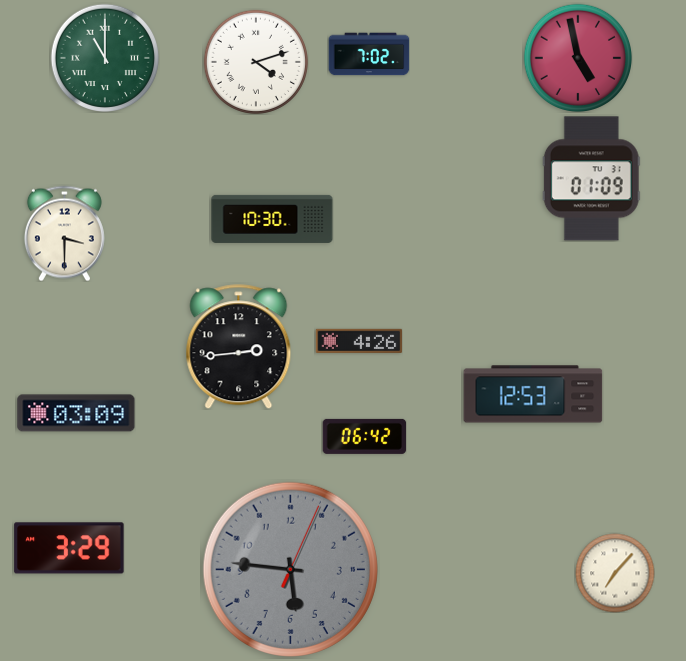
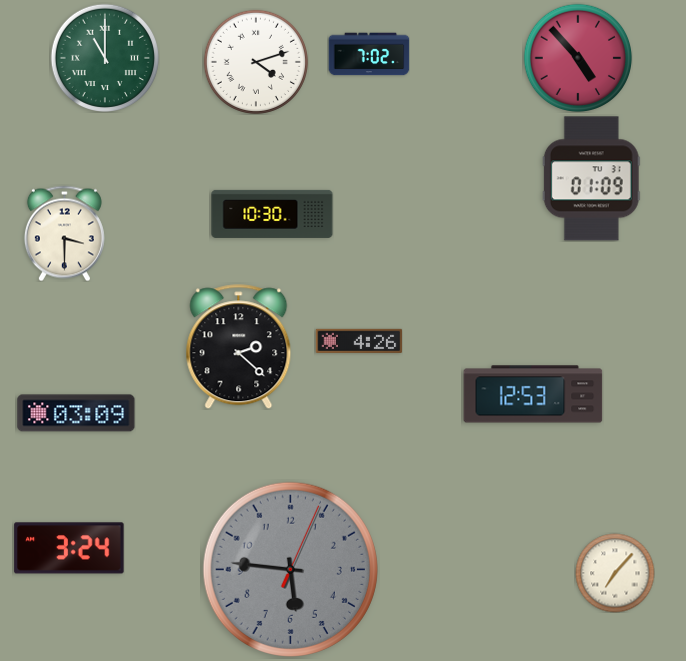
clock at (577, 57): 4:58 -> 4:53
clock at (272, 219) position: (272, 219) -> (272, 214)
clock at (239, 347): 2:44 -> 2:22
clock at (364, 436): 06:42 -> none
clock at (69, 548): 3:29 -> 3:24
